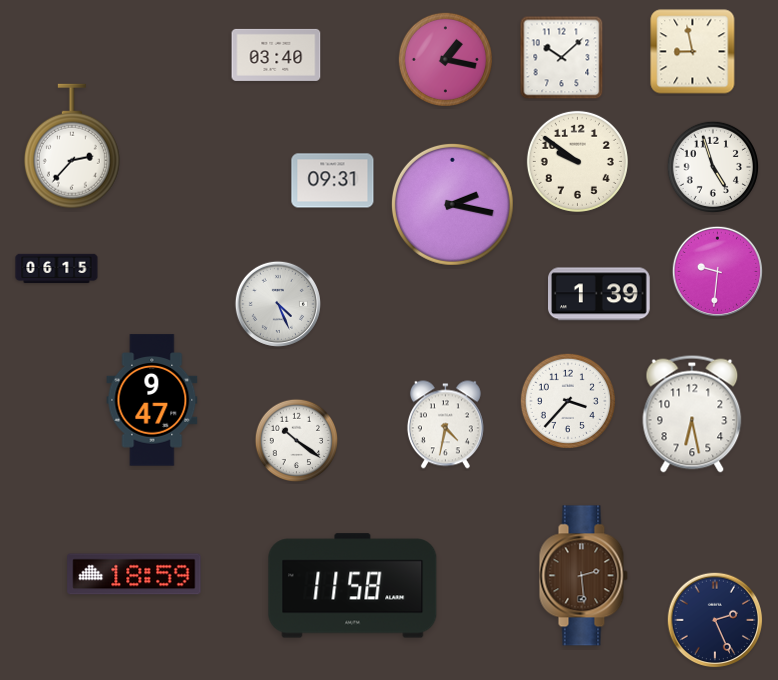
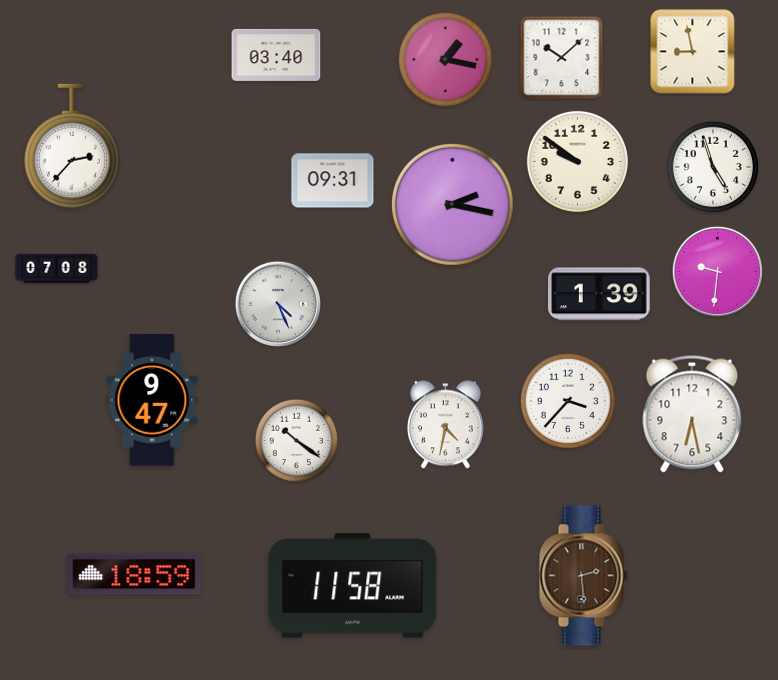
clock at (57, 269): 06:15 -> 07:08
clock at (715, 620): 2:26 -> none
